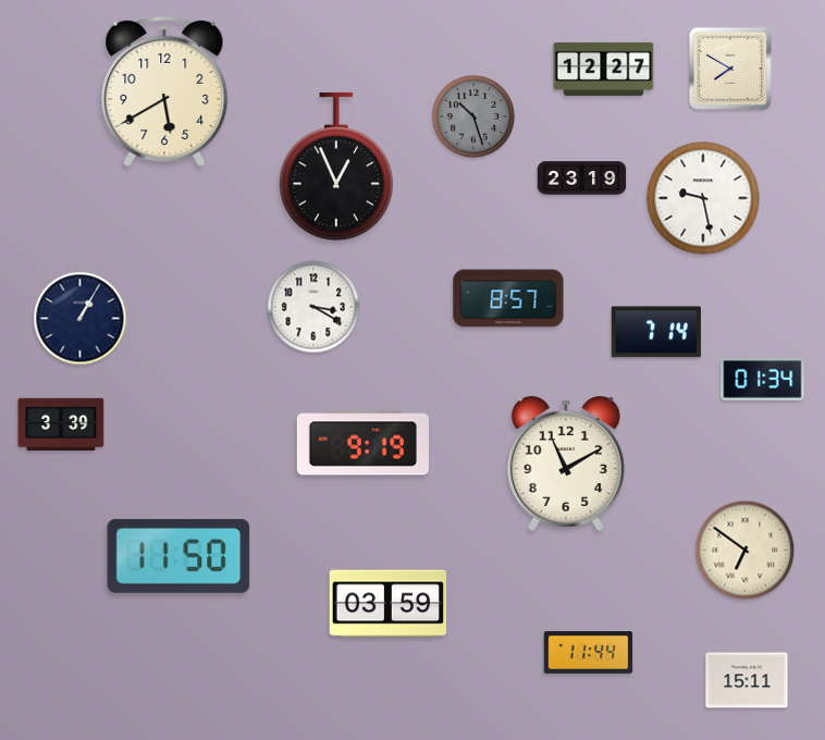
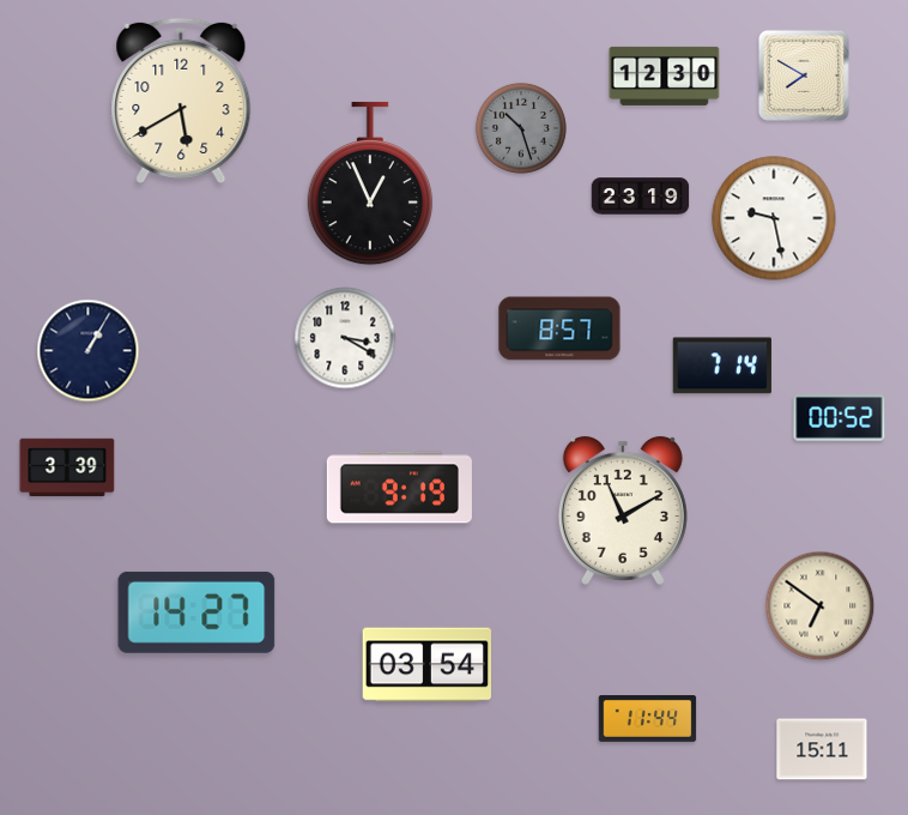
clock at (604, 69): 12:27 -> 12:30
clock at (763, 380): 01:34 -> 00:52
clock at (178, 556): 11:50 -> 14:27
clock at (387, 604): 03:59 -> 03:54
